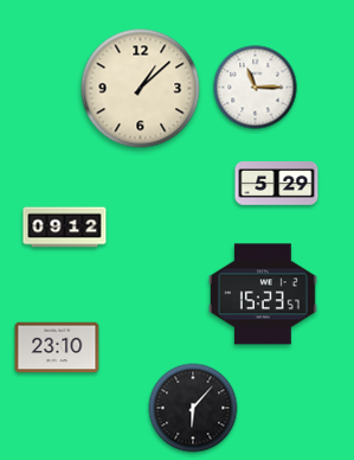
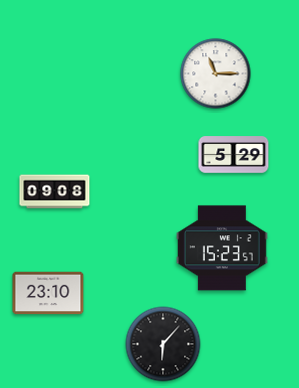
clock at (141, 89): 1:08 -> none
clock at (65, 228): 09:12 -> 09:08
